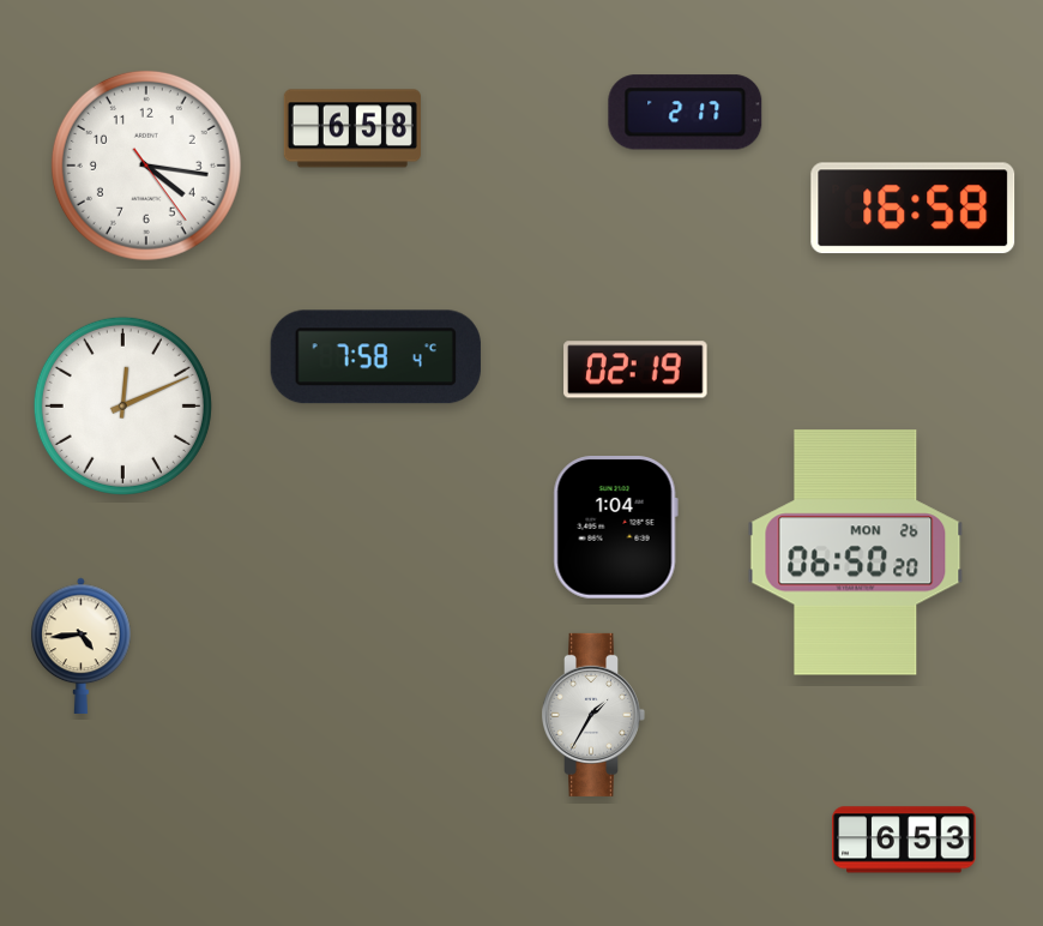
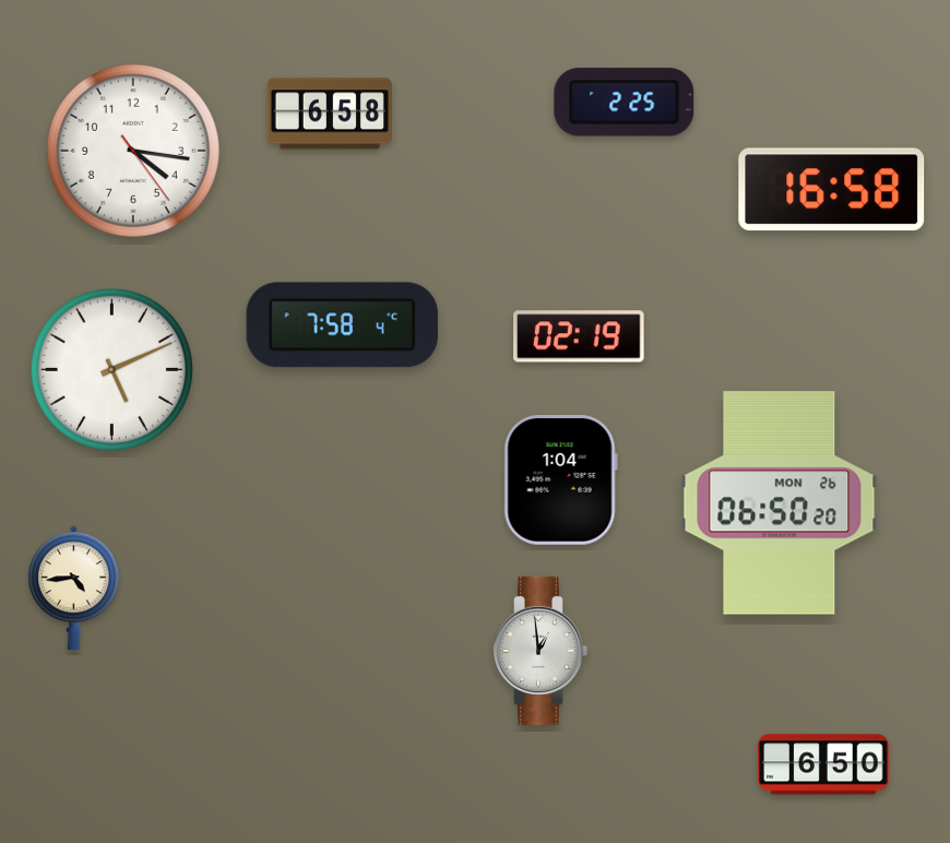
clock at (686, 113): 2:17 -> 2:25
clock at (352, 128) position: (352, 128) -> (330, 114)
clock at (122, 405): 12:11 -> 5:11
clock at (595, 715): 1:35 -> 12:59
clock at (904, 840): 6:53 -> 6:50
